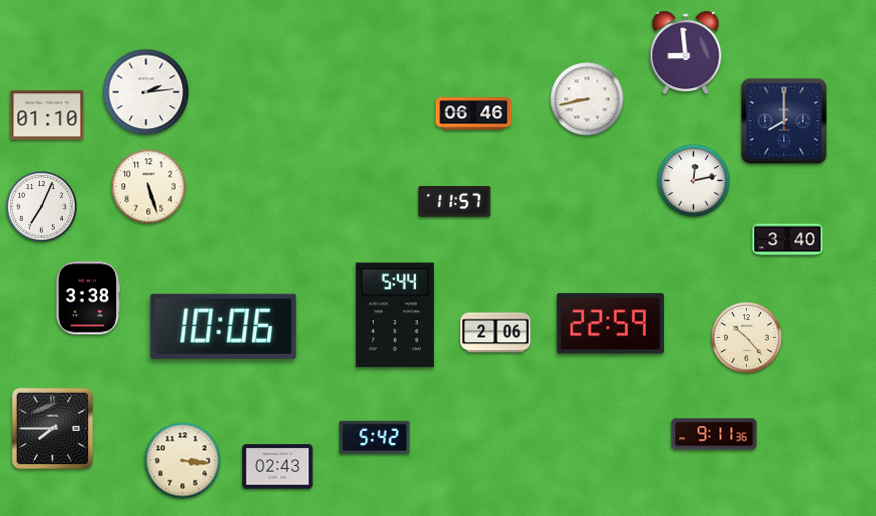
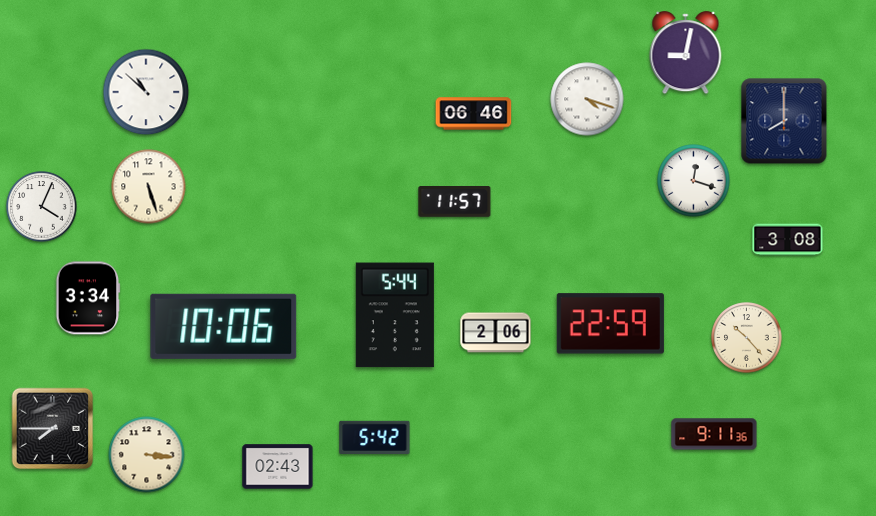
clock at (686, 53): 8:59 -> 9:02
clock at (146, 92): 2:14 -> 10:52
clock at (587, 99): 8:43 -> 4:18
clock at (47, 115): 01:10 -> none
clock at (694, 181): 12:13 -> 12:18
clock at (42, 207): 7:04 -> 4:04
clock at (788, 240): 3:40 -> 3:08
clock at (88, 298): 3:38 -> 3:34
clock at (183, 461) position: (183, 461) -> (147, 455)
